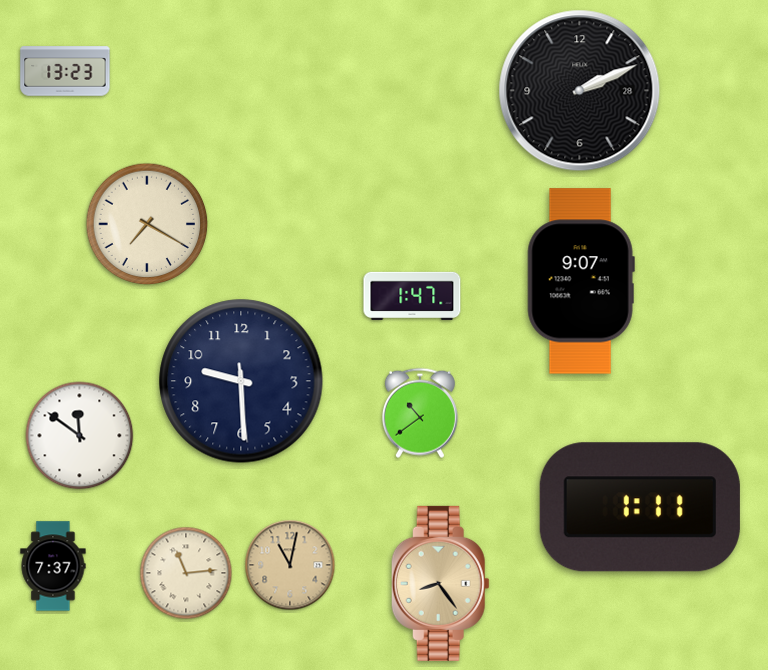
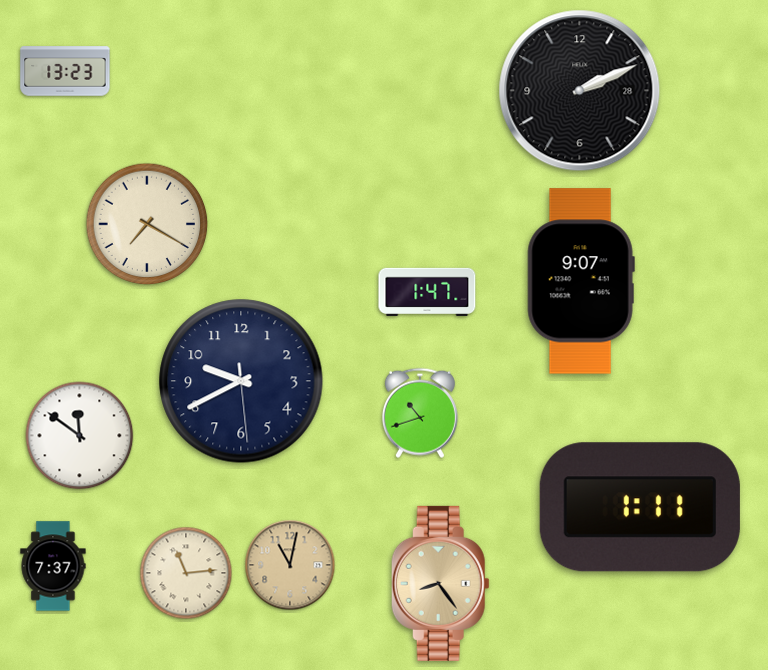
clock at (412, 296) position: (412, 296) -> (427, 292)
clock at (241, 381): 9:29 -> 9:40
clock at (420, 413): 10:39 -> 10:42
